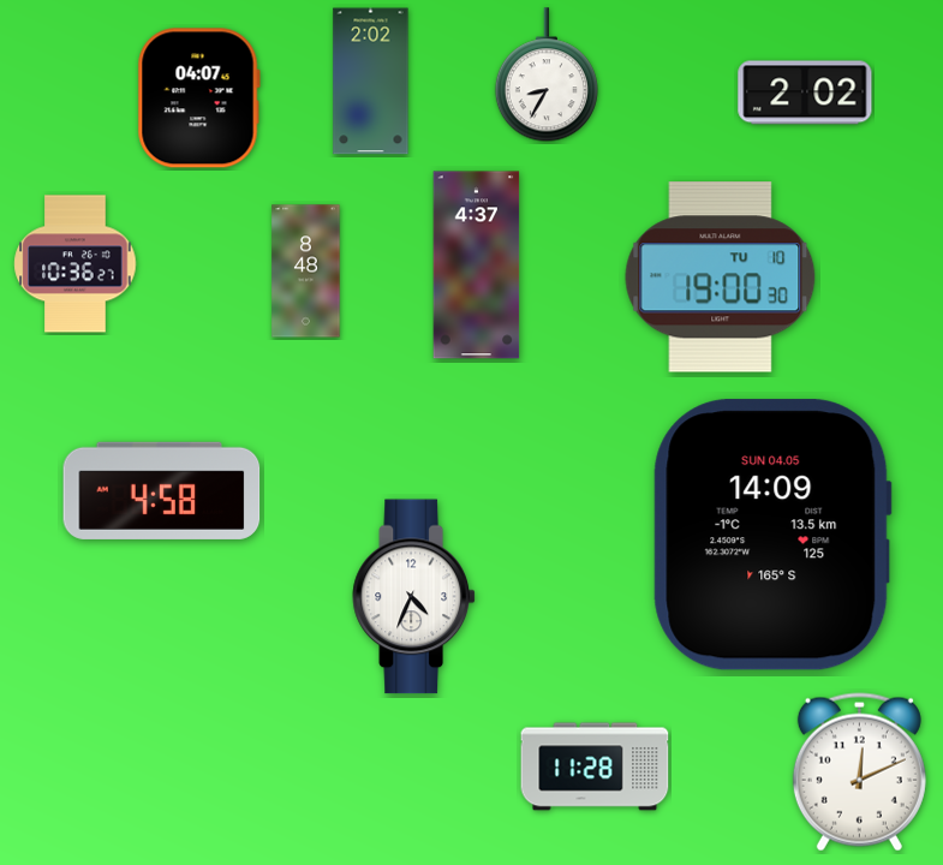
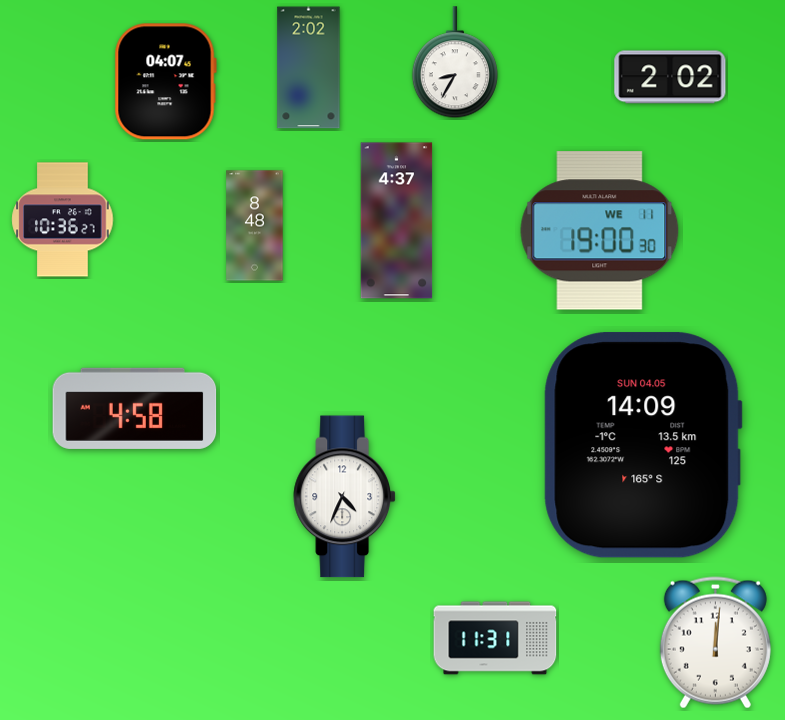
clock at (721, 278) date: TU 10 -> WE 11
clock at (595, 766): 11:28 -> 11:31
clock at (859, 772): 12:11 -> 12:01
